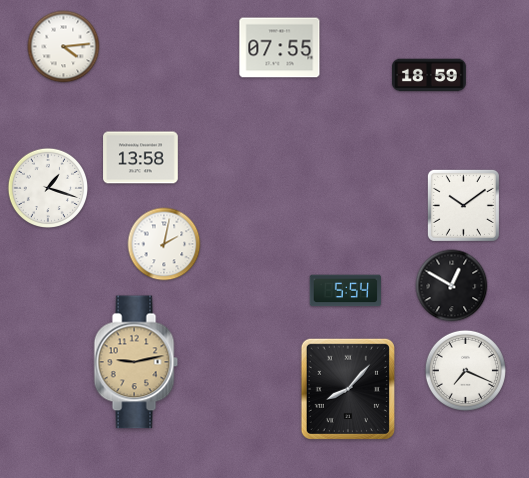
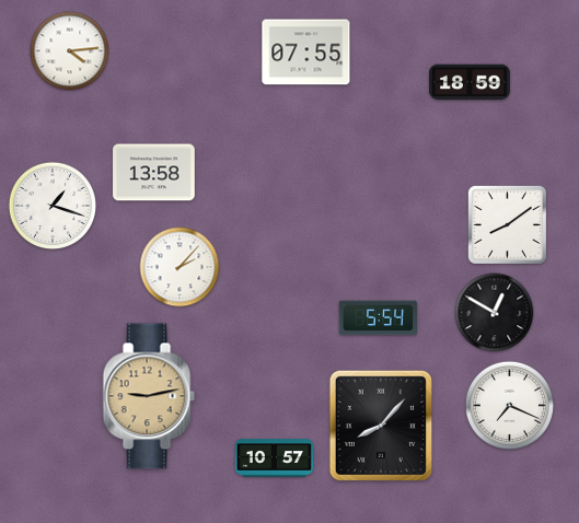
clock at (463, 205): 10:09 -> 8:09
clock at (164, 244): 2:02 -> 2:07
clock at (275, 458): none -> 10:57
